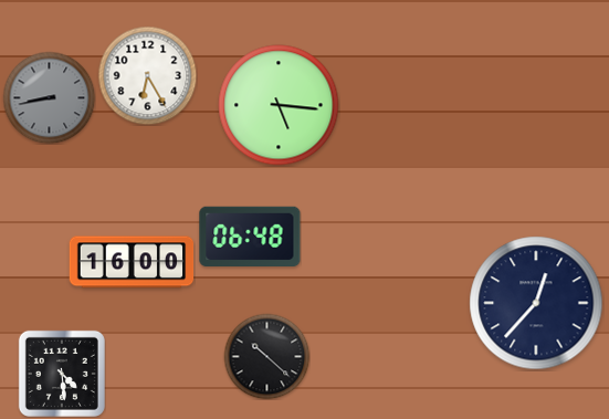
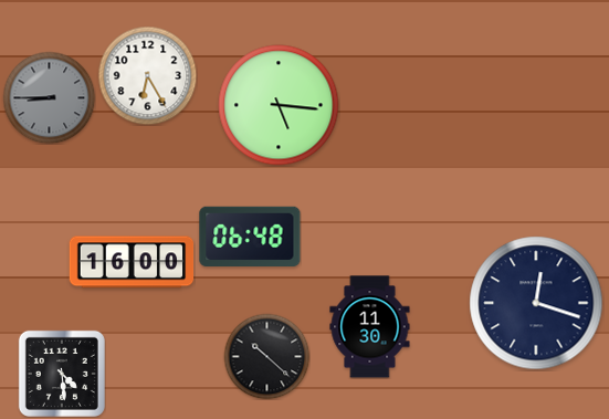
clock at (49, 97): 8:43 -> 8:45
clock at (536, 303): 12:37 -> 12:18
clock at (370, 327): none -> 11:30
